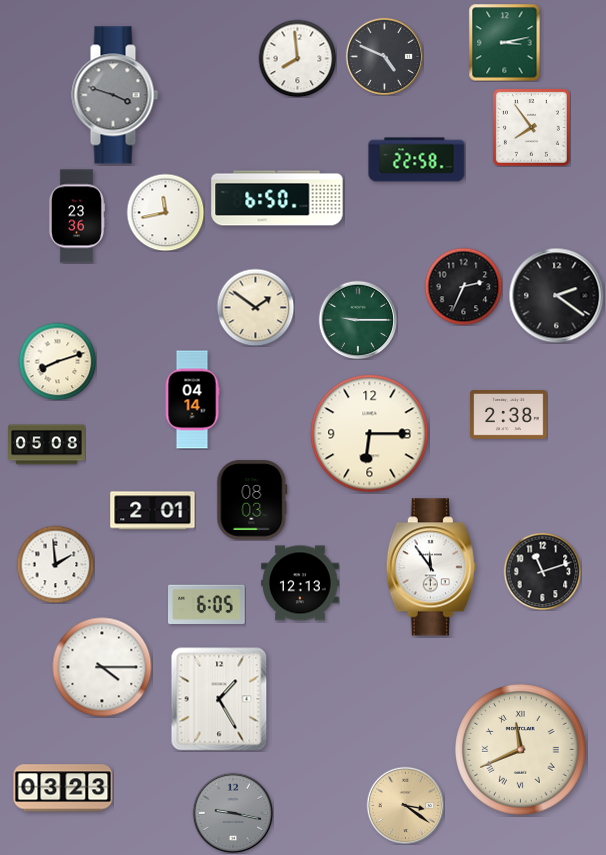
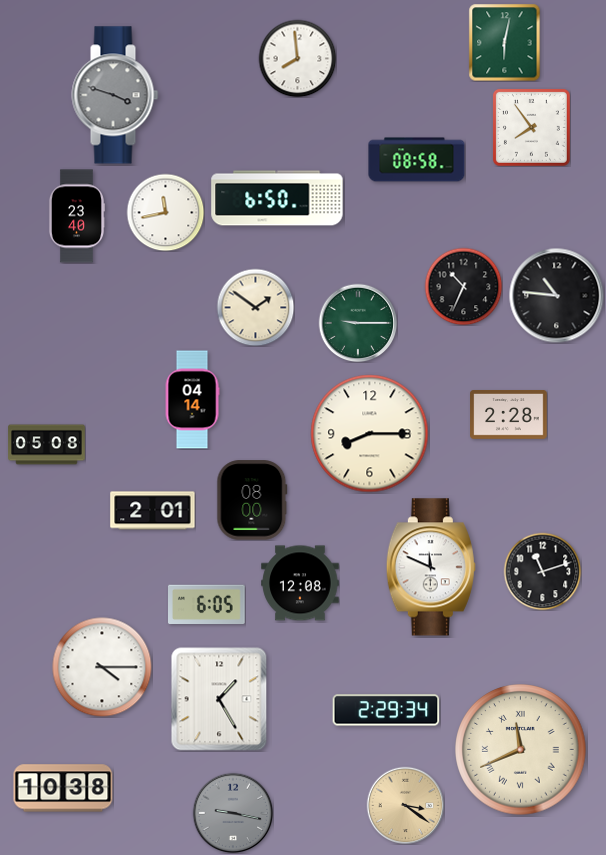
clock at (505, 42): 3:13 -> 6:02
clock at (384, 56): 4:49 -> none
clock at (417, 160): 22:58 -> 08:58
clock at (76, 216): 23:36 -> 23:40
clock at (463, 286): 2:34 -> 10:34
clock at (556, 295): 2:21 -> 10:46
clock at (358, 320) position: (358, 320) -> (358, 323)
clock at (57, 361): 8:12 -> none
clock at (509, 415): 2:38 -> 2:28
clock at (370, 434): 6:15 -> 8:15
clock at (252, 500): 08:03 -> 08:00
clock at (55, 564): 1:59 -> none
clock at (431, 567): 11:54 -> 11:49
clock at (300, 583): 12:13 -> 12:08
clock at (386, 710): none -> 2:29
clock at (63, 788): 03:23 -> 10:38
